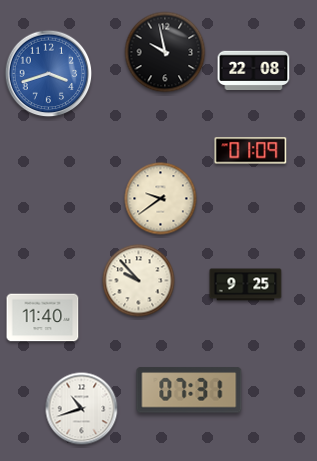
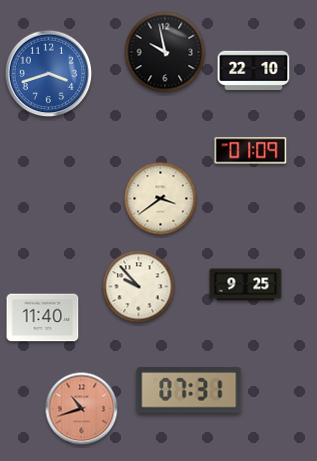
clock at (254, 71): 22:08 -> 22:10
clock at (161, 199): 9:39 -> 3:39
clock at (139, 281) position: (139, 281) -> (139, 287)
clock at (82, 409) dial: white -> salmon
